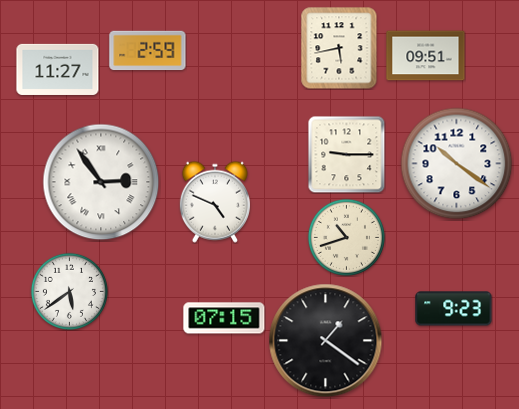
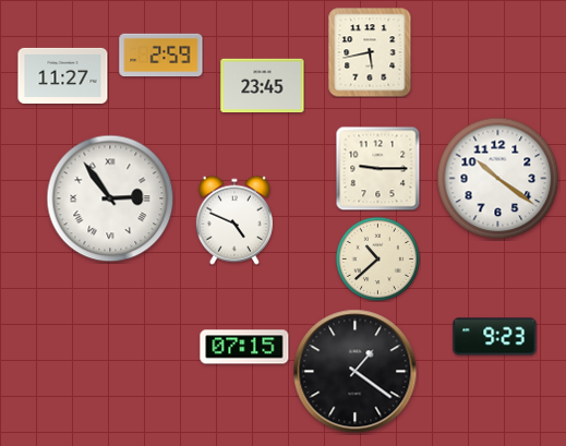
clock at (426, 56): 09:51 -> none
clock at (263, 86): none -> 23:45
clock at (346, 237): 10:42 -> 10:38
clock at (69, 291): 5:39 -> none
